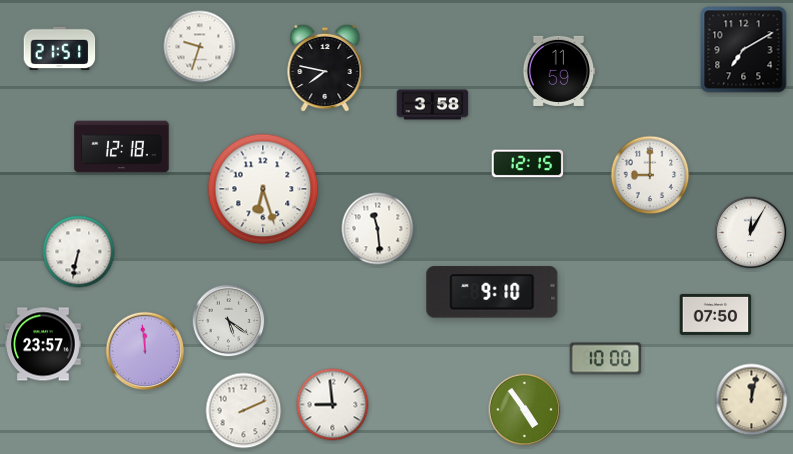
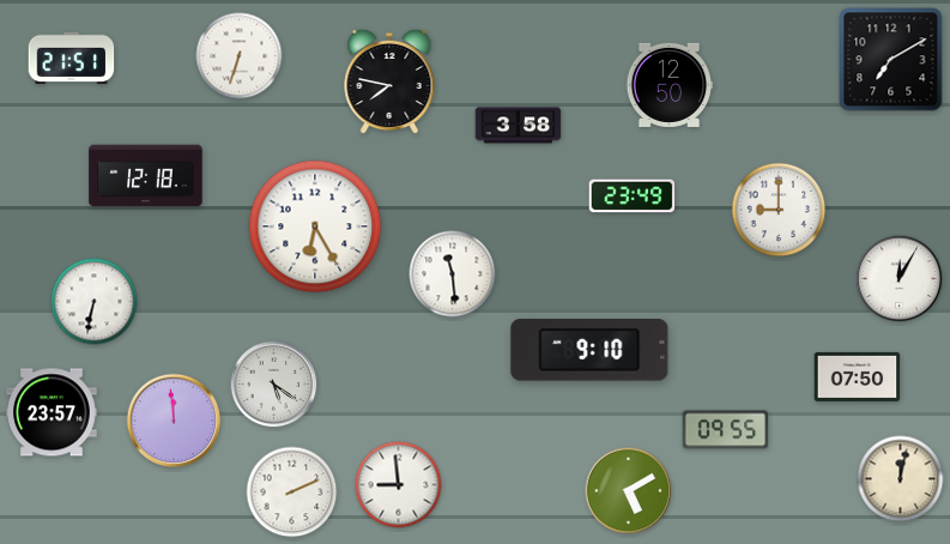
clock at (200, 47): 9:33 -> 6:33
clock at (559, 71): 11:59 -> 12:50
clock at (528, 164): 12:15 -> 23:49
clock at (263, 189): 6:27 -> 6:25
clock at (606, 359): 10:00 -> 09:55
clock at (525, 410): 4:54 -> 5:10
